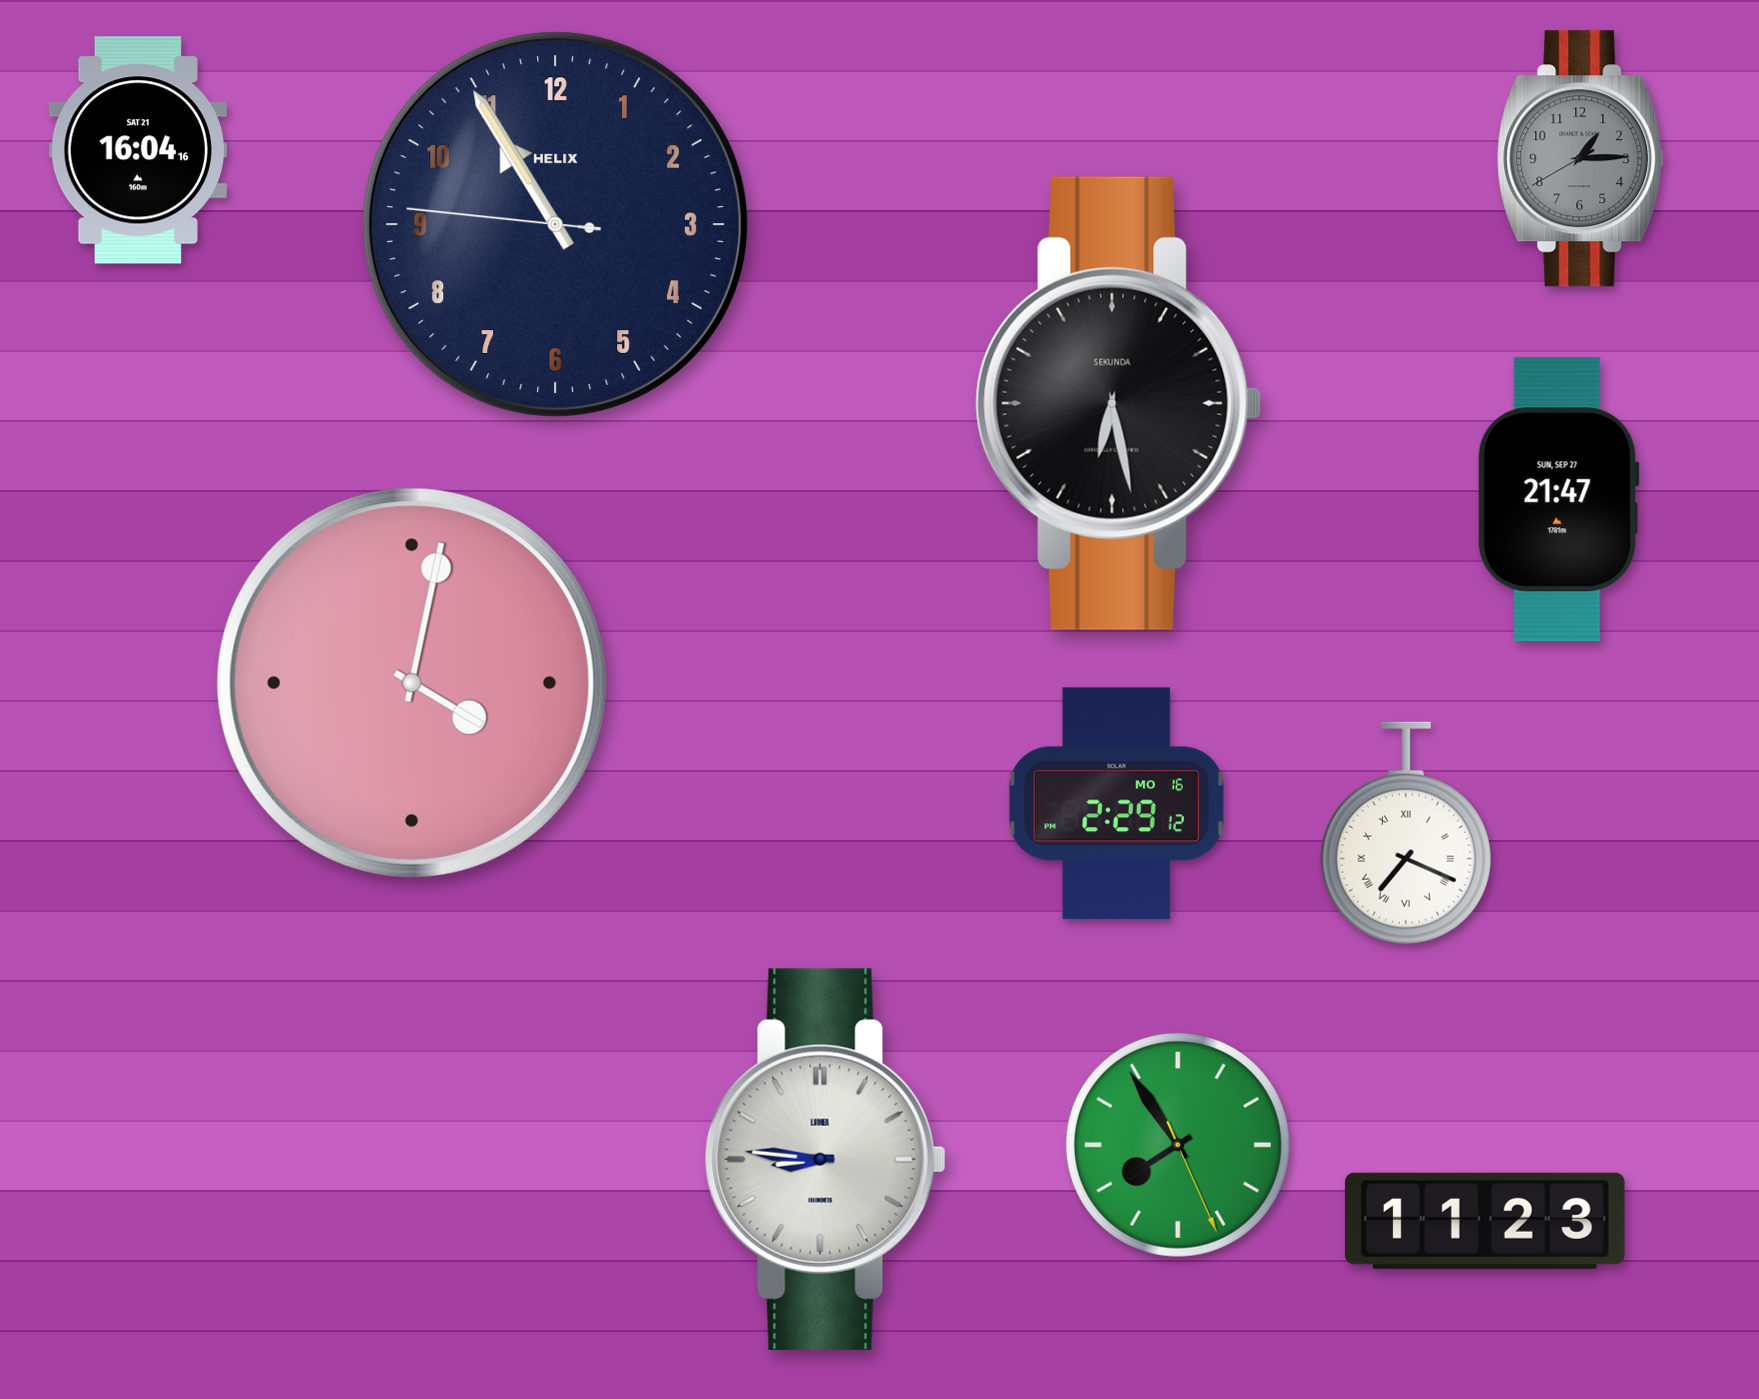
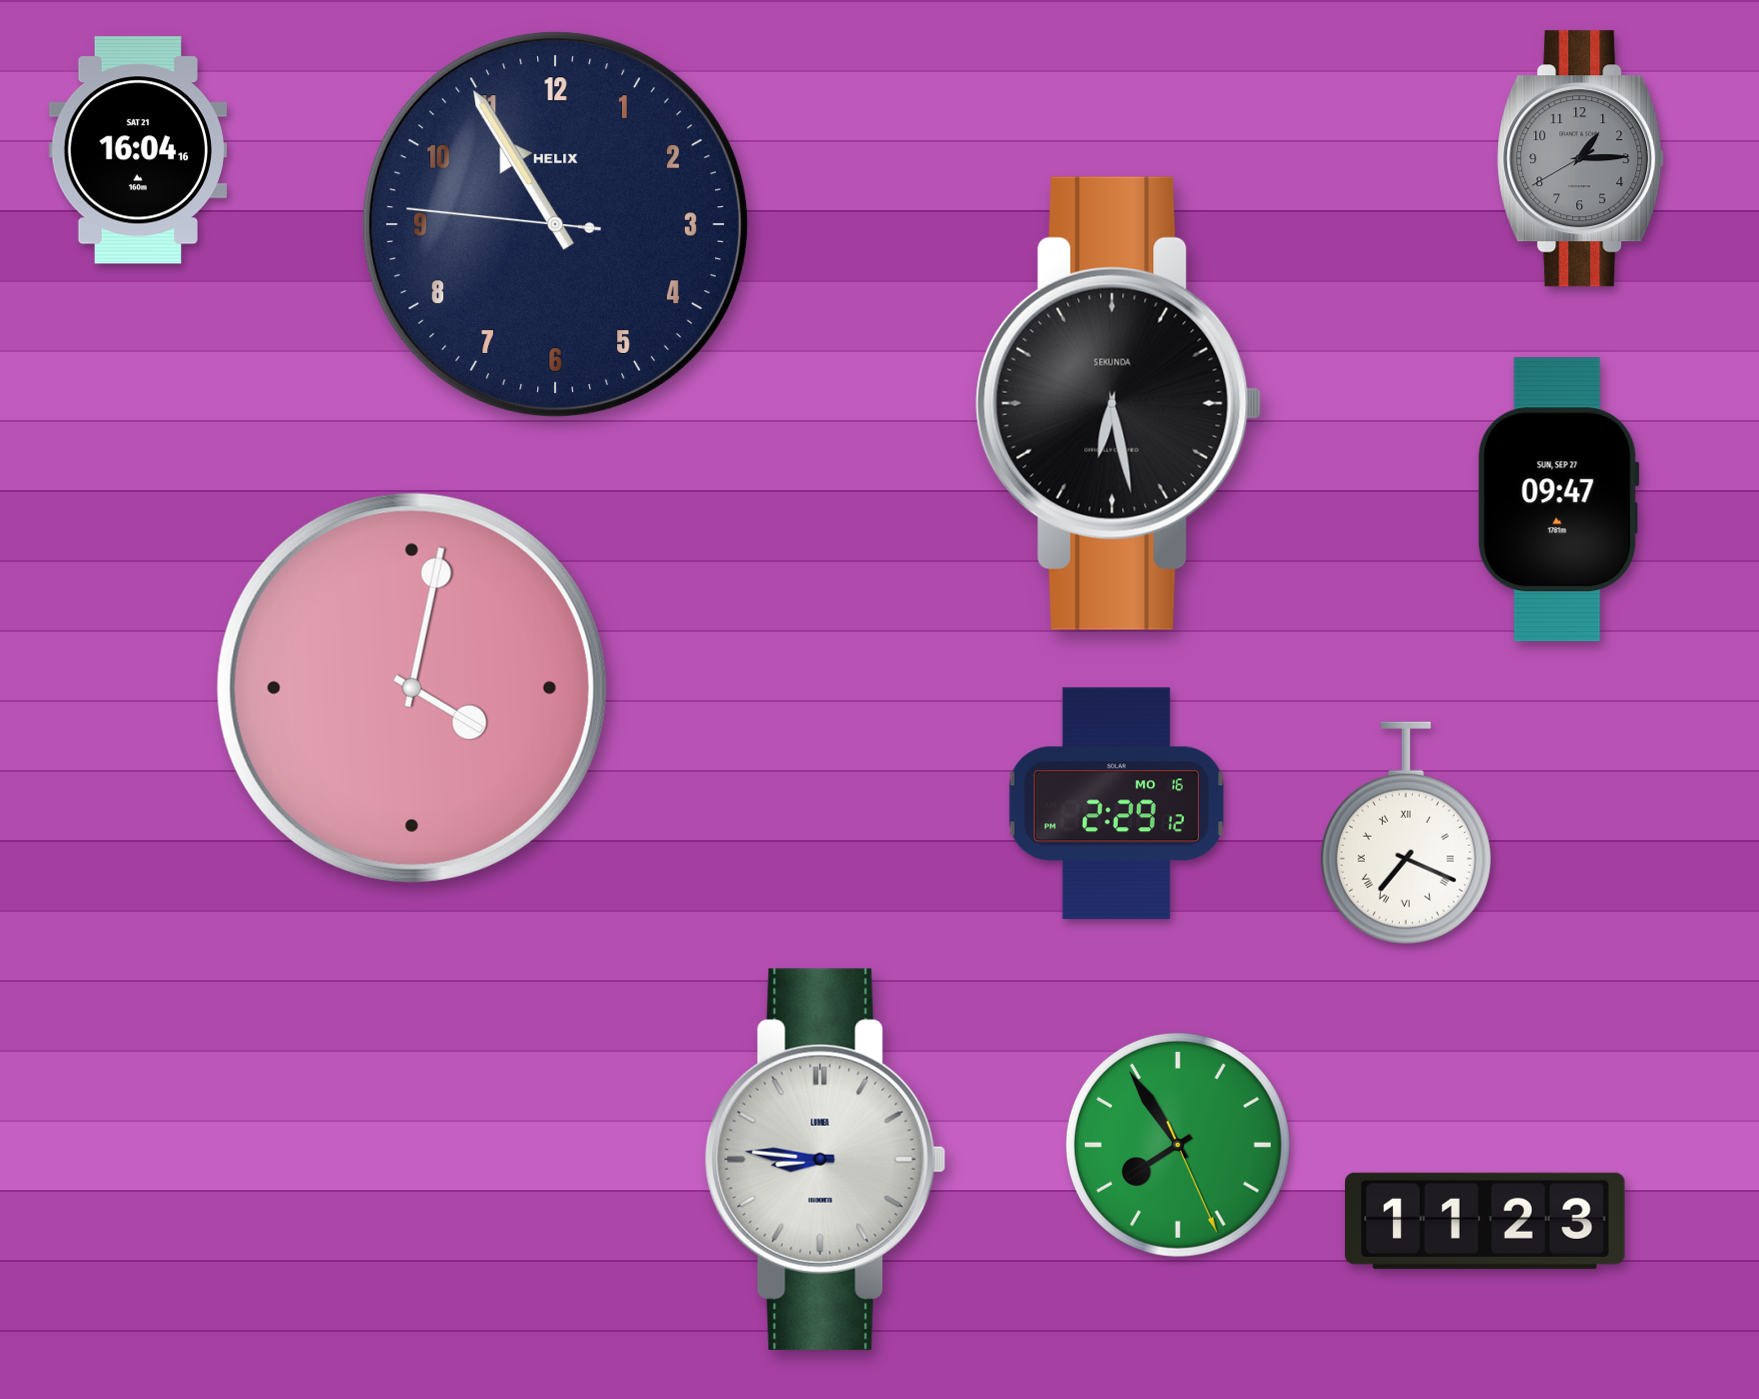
clock at (1558, 500): 21:47 -> 09:47
clock at (412, 683) position: (412, 683) -> (412, 688)
